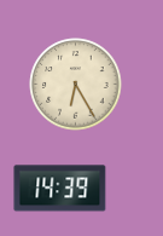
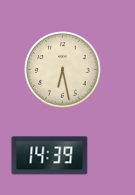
clock at (76, 85): 6:25 -> 6:28
